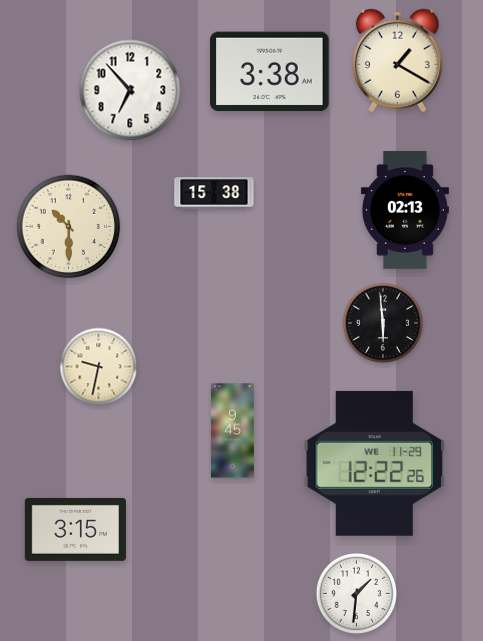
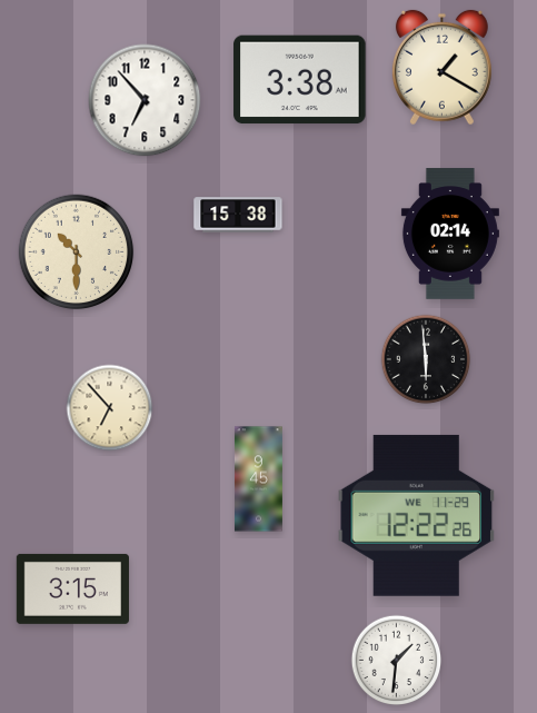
clock at (405, 210): 02:13 -> 02:14
clock at (99, 367): 9:32 -> 6:53
clock at (75, 529) position: (75, 529) -> (72, 588)
